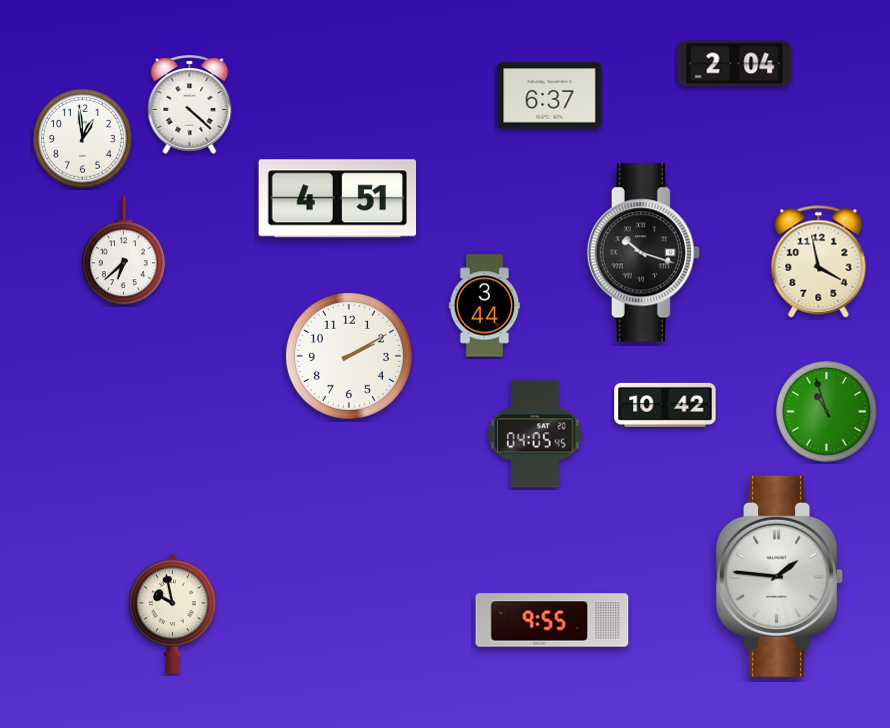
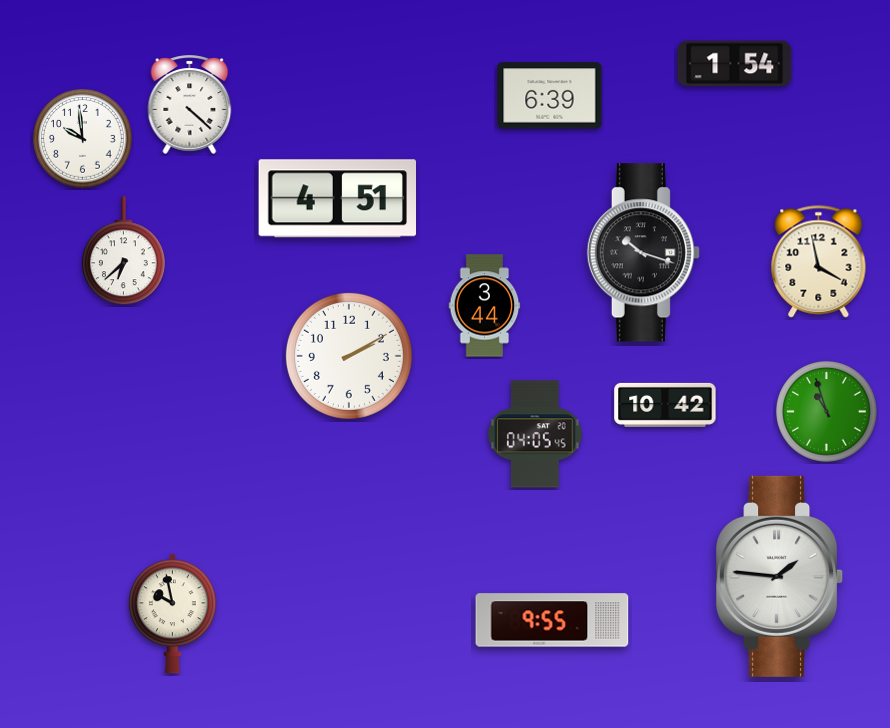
clock at (735, 64): 2:04 -> 1:54
clock at (550, 96): 6:37 -> 6:39
clock at (83, 139): 12:59 -> 9:59
